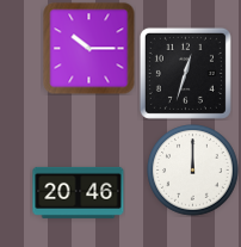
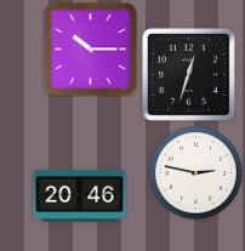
clock at (193, 171): 12:00 -> 2:47
